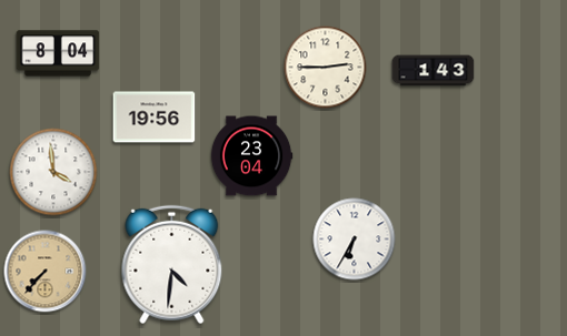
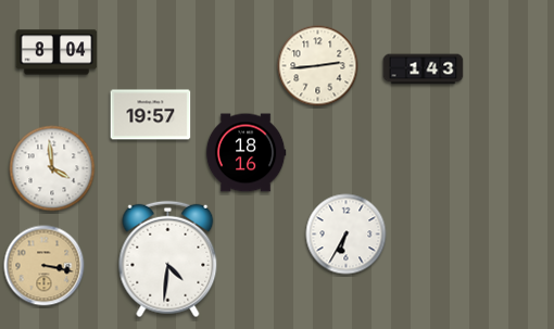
clock at (326, 68): 2:45 -> 2:44
clock at (155, 118): 19:56 -> 19:57
clock at (251, 156): 23:04 -> 18:16
clock at (46, 272): 7:37 -> 3:17
